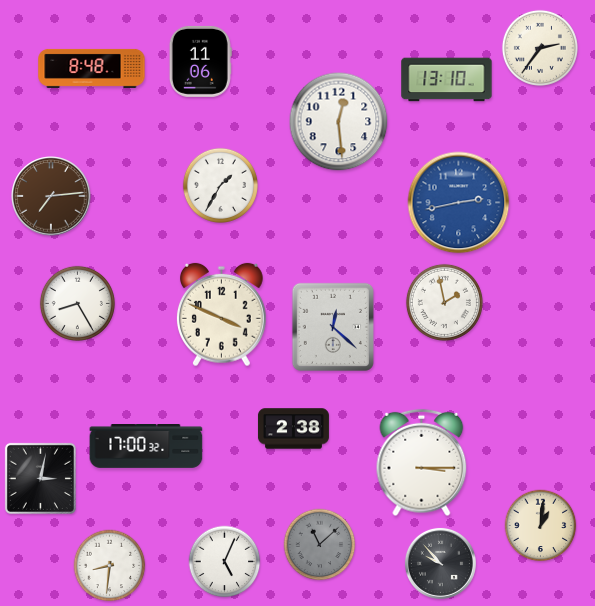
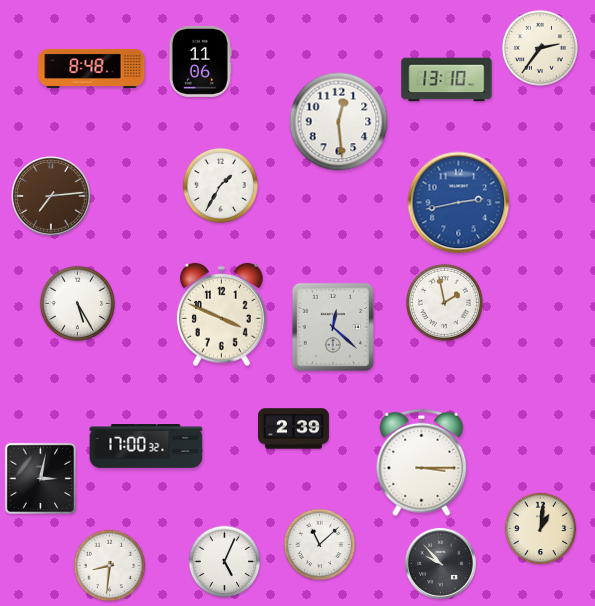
clock at (77, 303): 8:25 -> 5:25
clock at (293, 429): 2:38 -> 2:39
clock at (541, 526) position: (541, 526) -> (541, 529)
clock at (320, 545) dial: grey -> white
